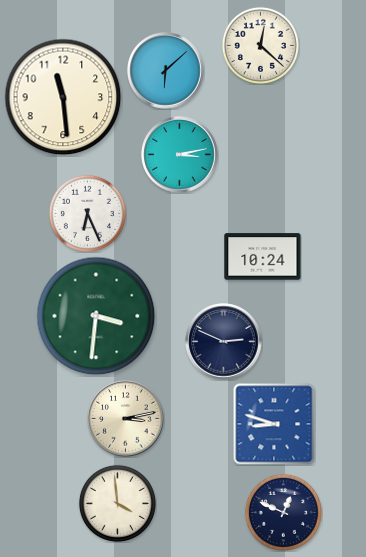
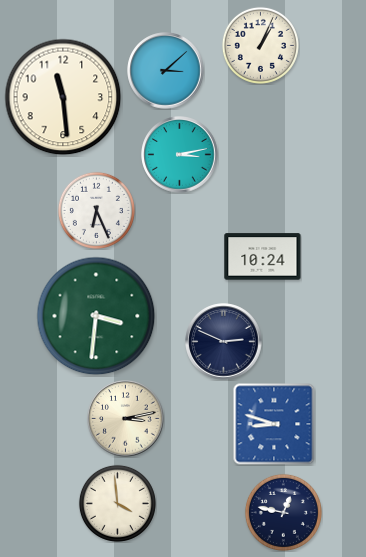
clock at (260, 45): 12:22 -> 1:04
clock at (166, 71): 6:08 -> 3:08
clock at (87, 213) position: (87, 213) -> (96, 210)
clock at (283, 512): 12:49 -> 12:47
